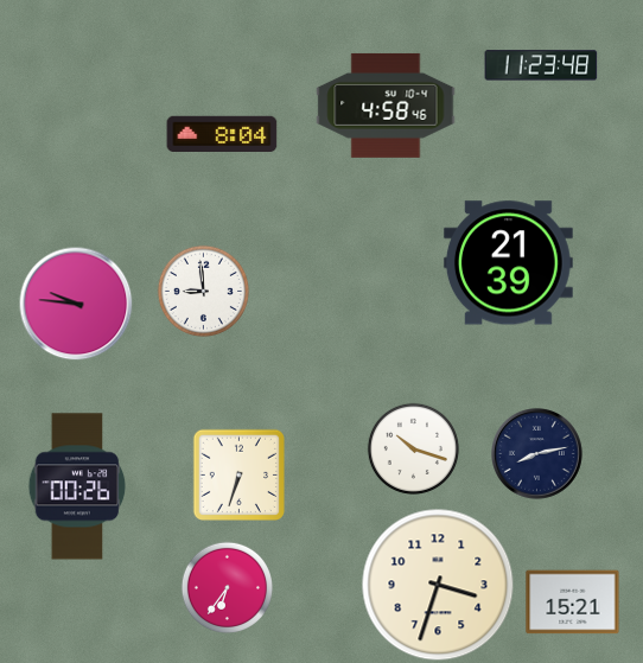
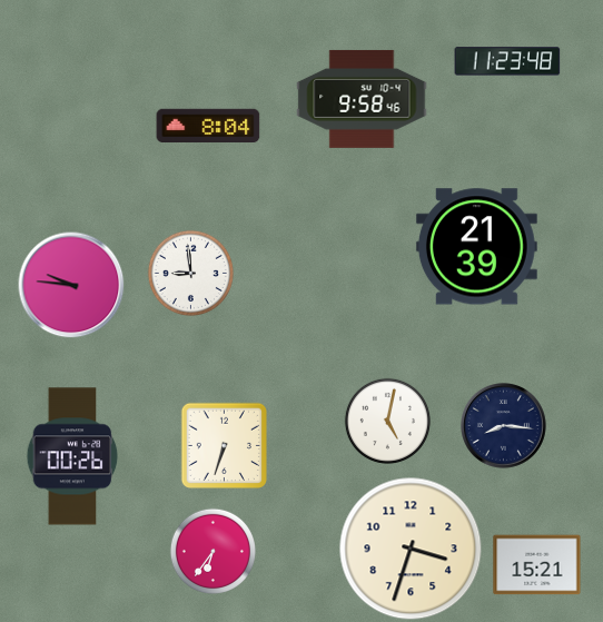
clock at (386, 106): 4:58 -> 9:58
clock at (413, 448): 10:18 -> 5:02
clock at (537, 454): 8:13 -> 8:16
